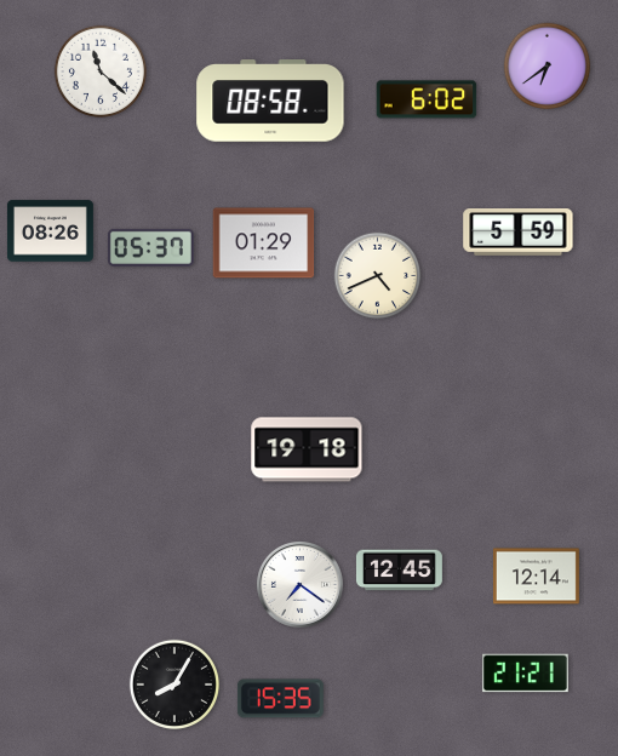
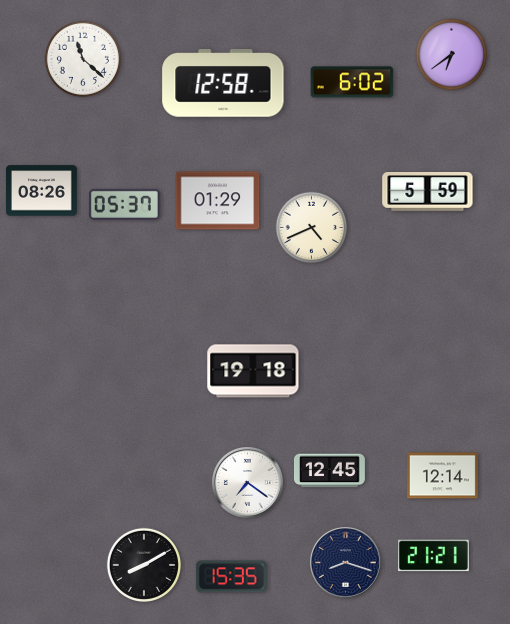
clock at (270, 101): 08:58 -> 12:58
clock at (345, 562): none -> 8:18
clock at (173, 683): 8:05 -> 8:10
